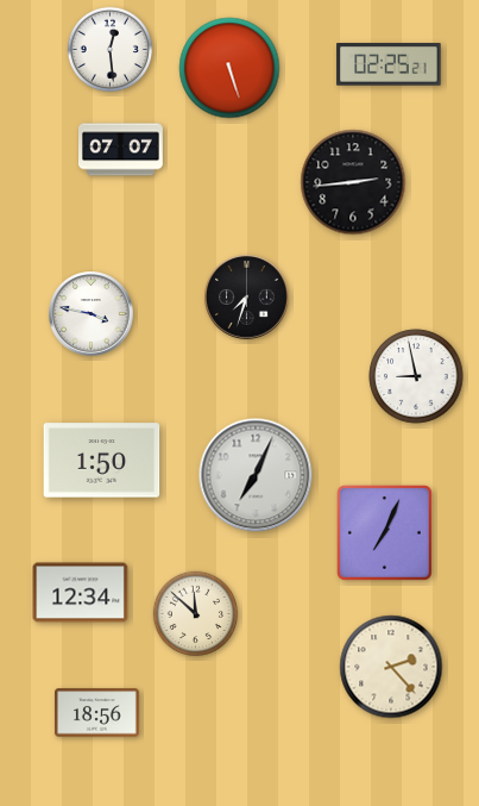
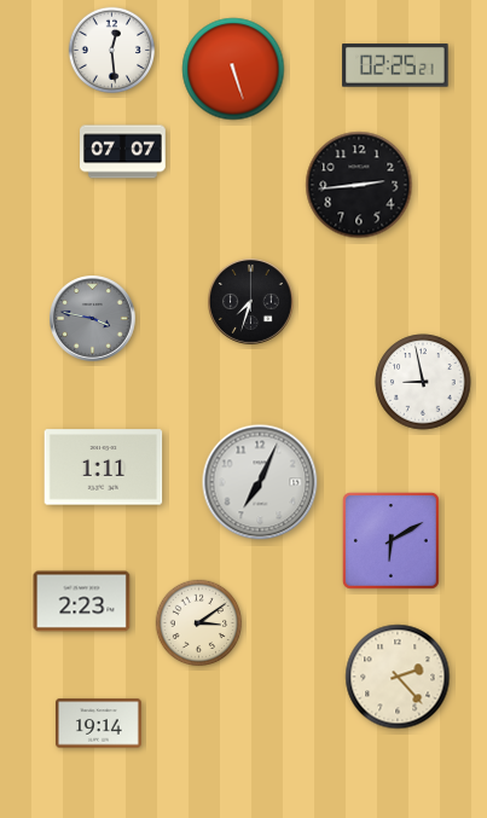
clock at (92, 314) dial: white -> grey
clock at (102, 461): 1:50 -> 1:11
clock at (384, 532): 7:04 -> 6:10
clock at (81, 593): 12:34 -> 2:23
clock at (196, 614): 11:52 -> 3:09
clock at (97, 713): 18:56 -> 19:14
